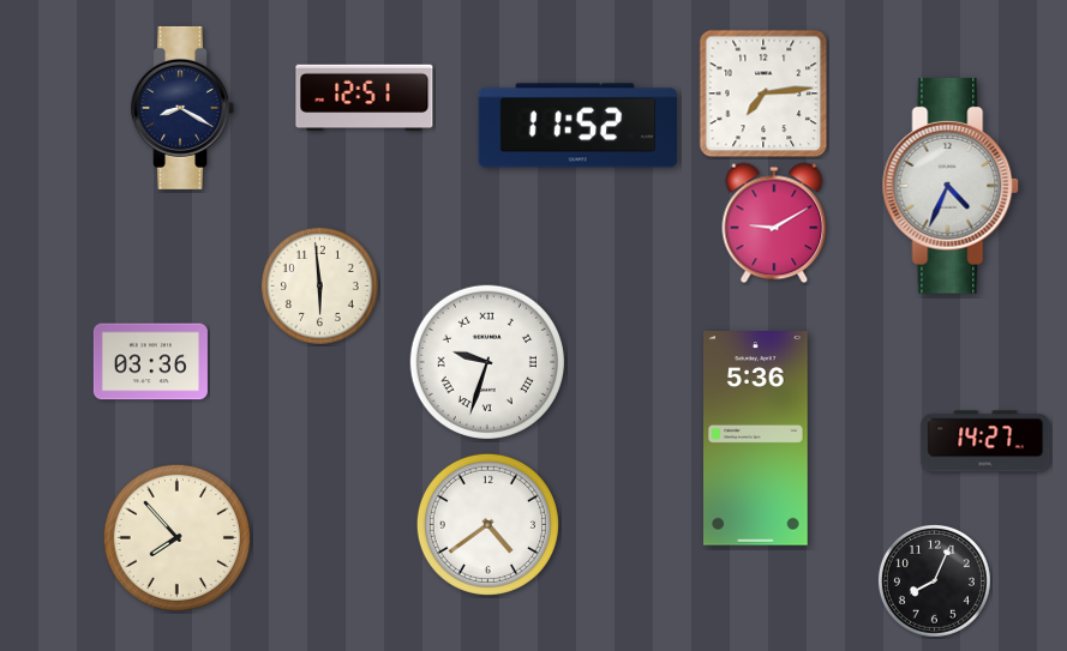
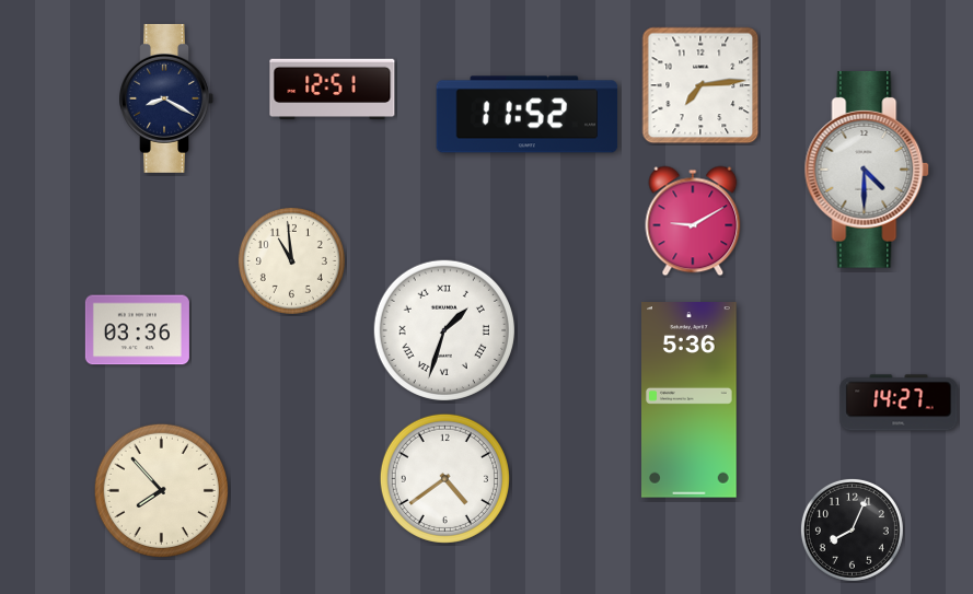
clock at (763, 94) position: (763, 94) -> (700, 85)
clock at (951, 186): 4:34 -> 4:30
clock at (774, 223) position: (774, 223) -> (693, 221)
clock at (319, 285): 5:59 -> 10:59
clock at (486, 361): 9:33 -> 1:33
